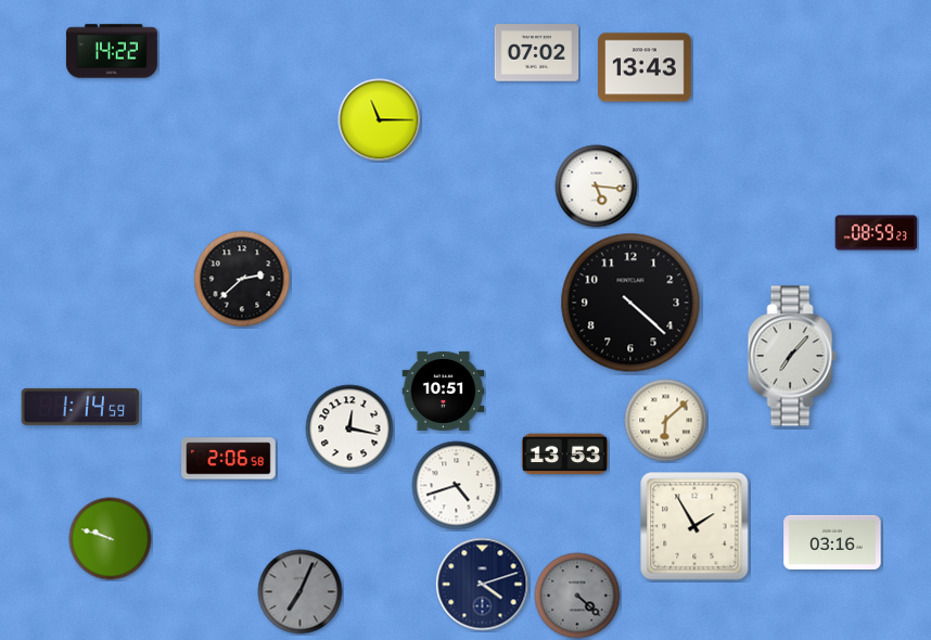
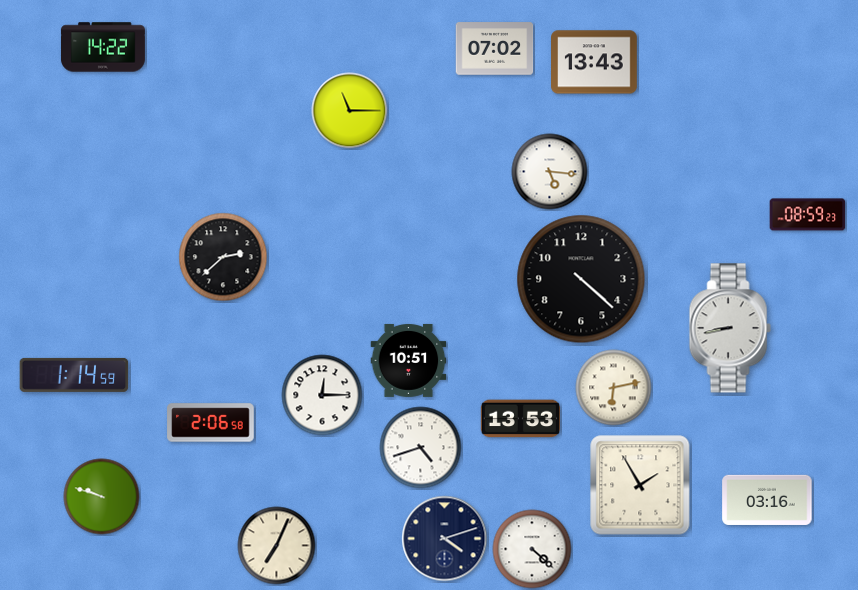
clock at (792, 356): 7:07 -> 8:43
clock at (666, 421): 6:08 -> 6:13
clock at (349, 428): 12:17 -> 12:15
clock at (301, 592) dial: grey -> cream
clock at (577, 596) dial: grey -> white
